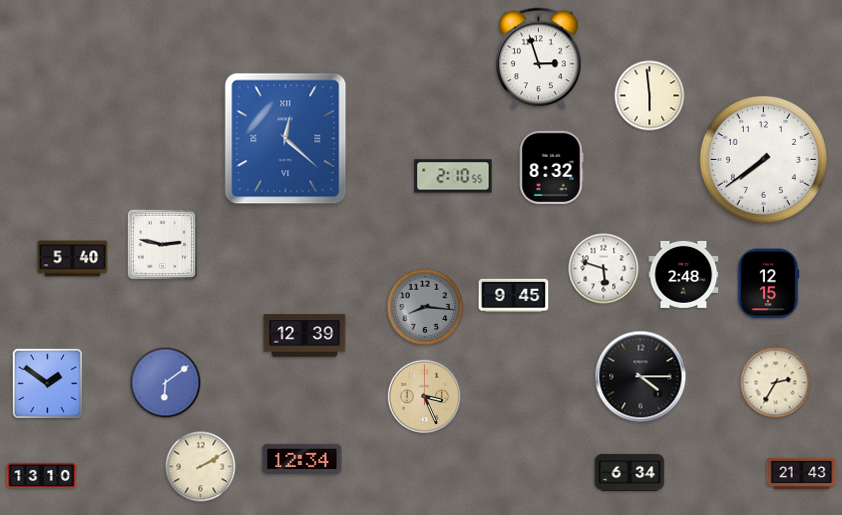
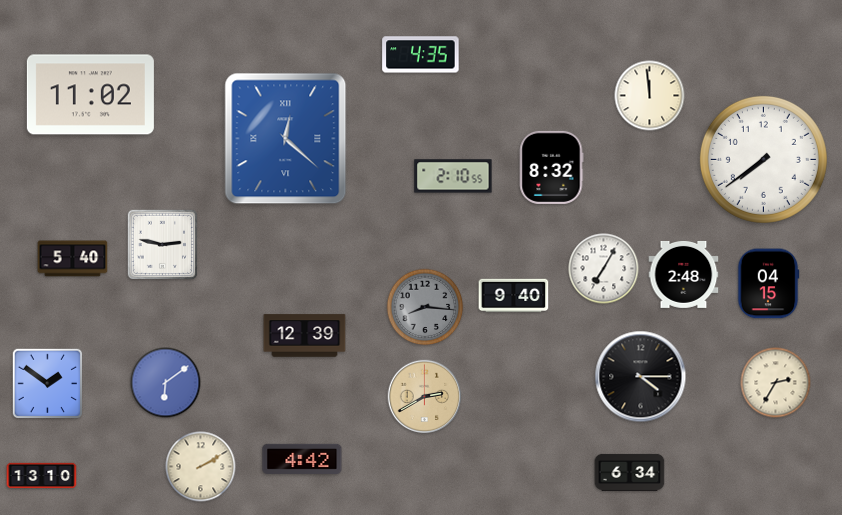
clock at (421, 55): none -> 4:35
clock at (539, 59): 2:57 -> none
clock at (90, 95): none -> 11:02
clock at (650, 96): 5:59 -> 11:59
clock at (604, 269): 5:48 -> 7:05
clock at (768, 284): 12:15 -> 04:15
clock at (514, 296): 9:45 -> 9:40
clock at (425, 397): 3:26 -> 2:40
clock at (302, 459): 12:34 -> 4:42
clock at (802, 474): 21:43 -> none
